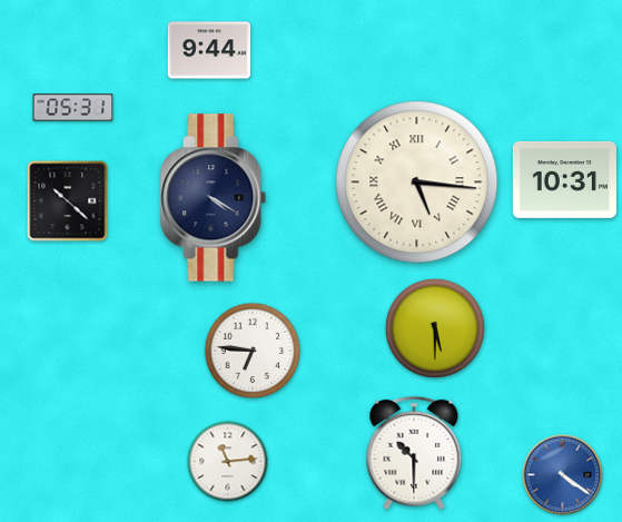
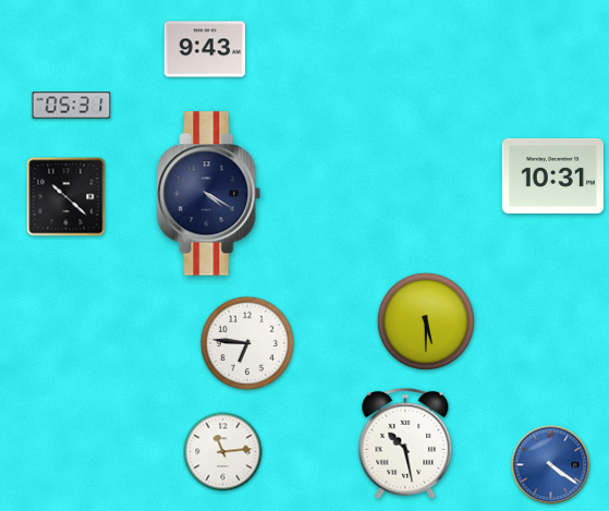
clock at (209, 50): 9:44 -> 9:43
clock at (417, 183): 5:16 -> none
clock at (414, 453): 10:30 -> 10:28
